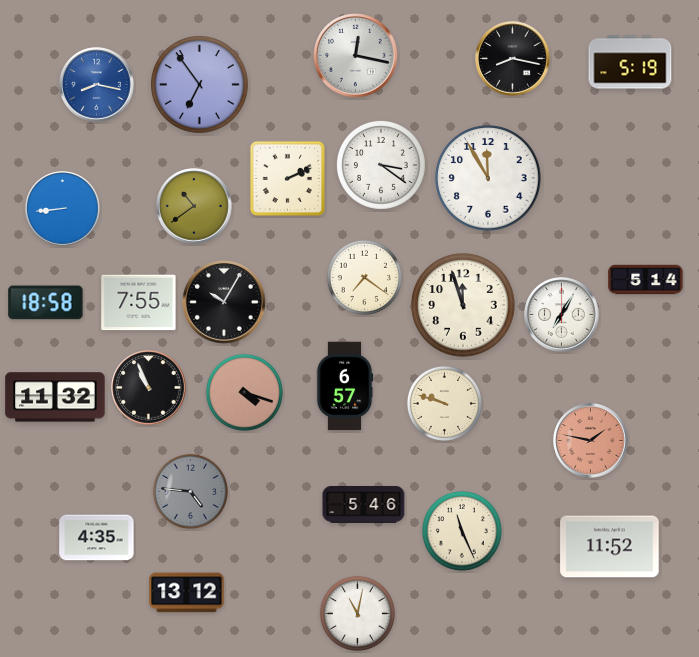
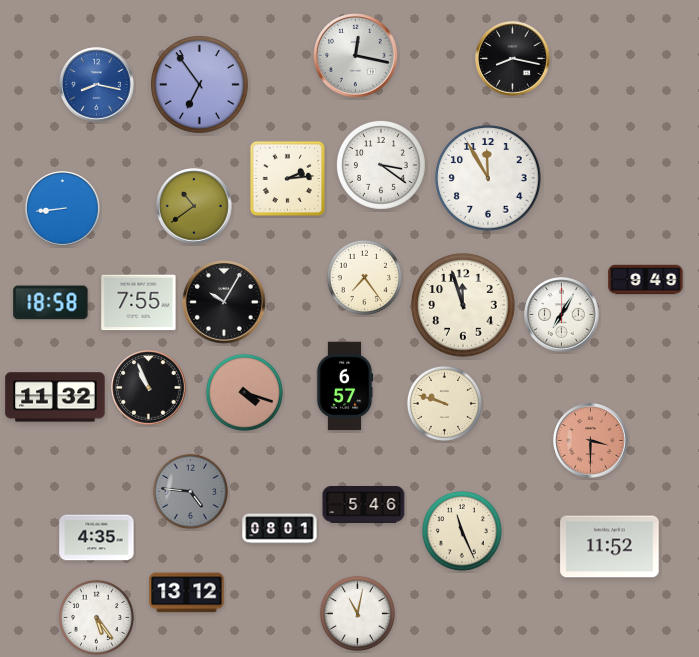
clock at (630, 62): 5:19 -> none
clock at (287, 178): 2:11 -> 2:14
clock at (364, 277): 7:21 -> 7:24
clock at (646, 280): 5:14 -> 9:49
clock at (46, 303) position: (46, 303) -> (51, 303)
clock at (591, 441): 1:47 -> 3:30
clock at (280, 529): none -> 08:01
clock at (96, 617): none -> 5:24
